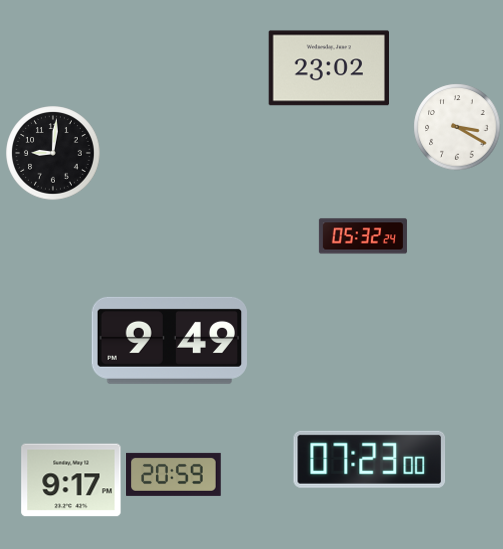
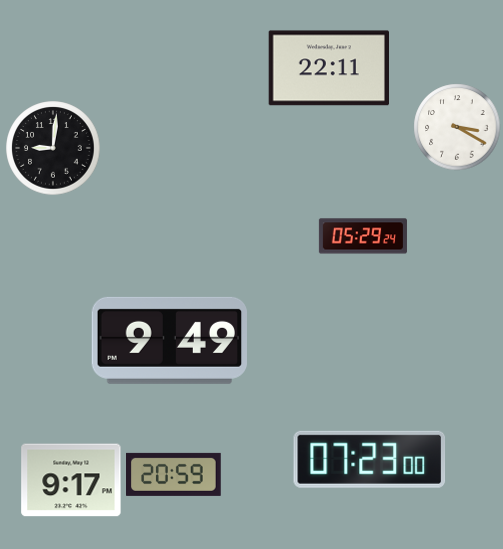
clock at (328, 68): 23:02 -> 22:11
clock at (53, 153) position: (53, 153) -> (53, 148)
clock at (363, 236): 05:32 -> 05:29
